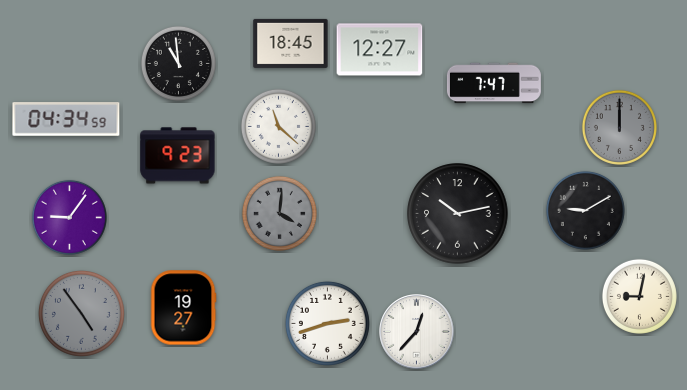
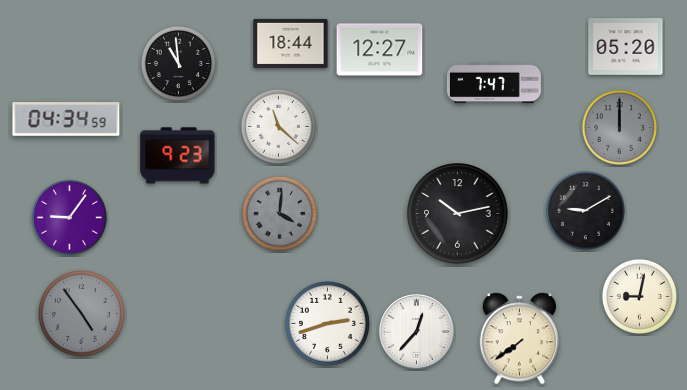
clock at (291, 43): 18:45 -> 18:44
clock at (626, 47): none -> 05:20
clock at (183, 308): 19:27 -> none
clock at (519, 339): none -> 7:39
